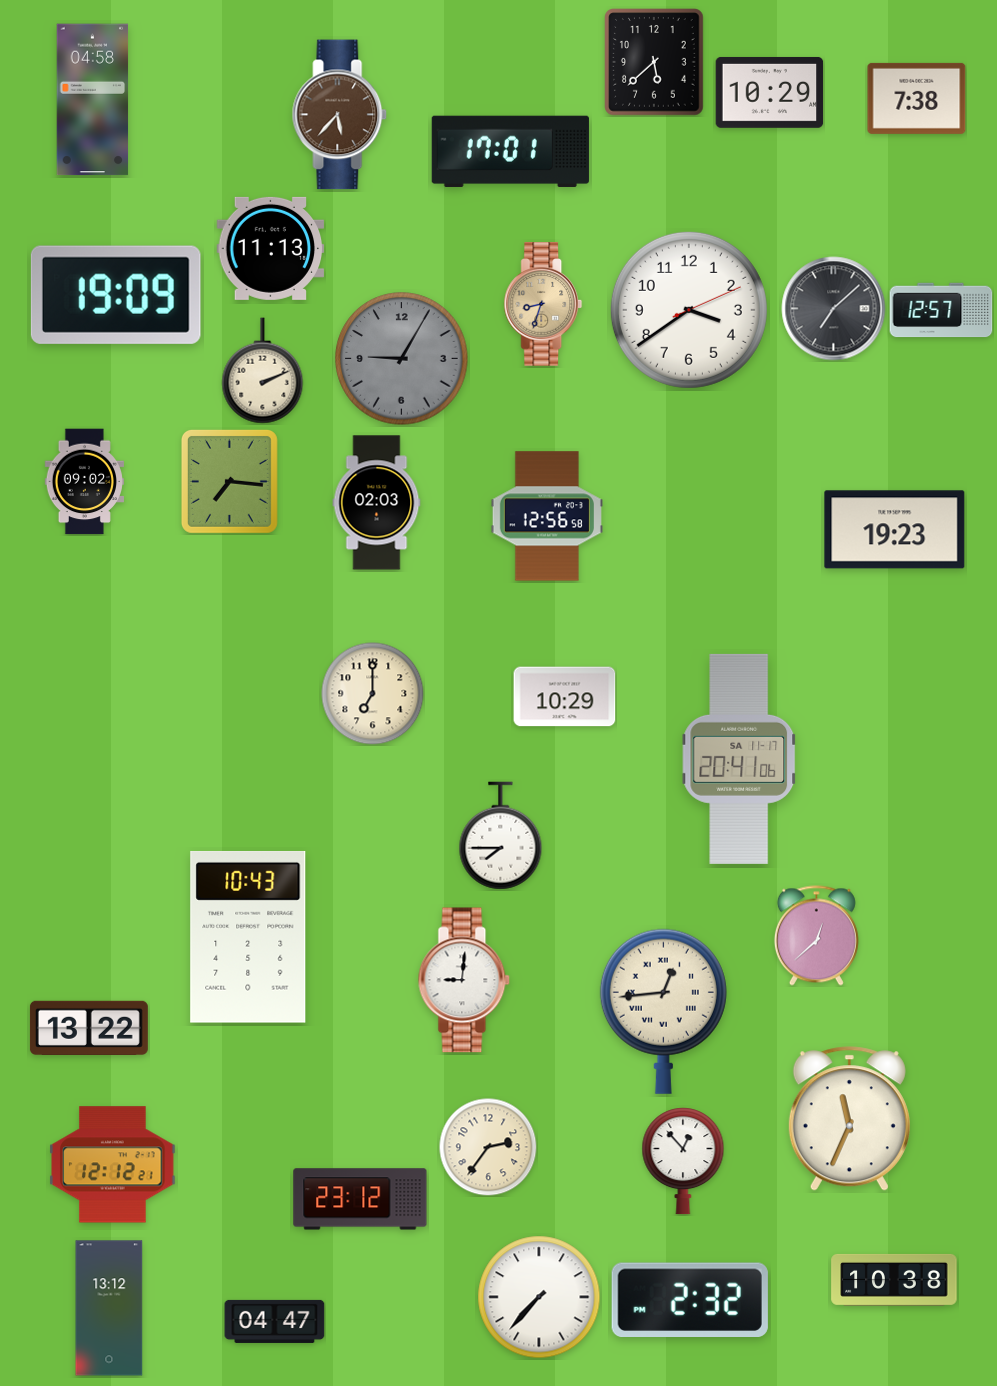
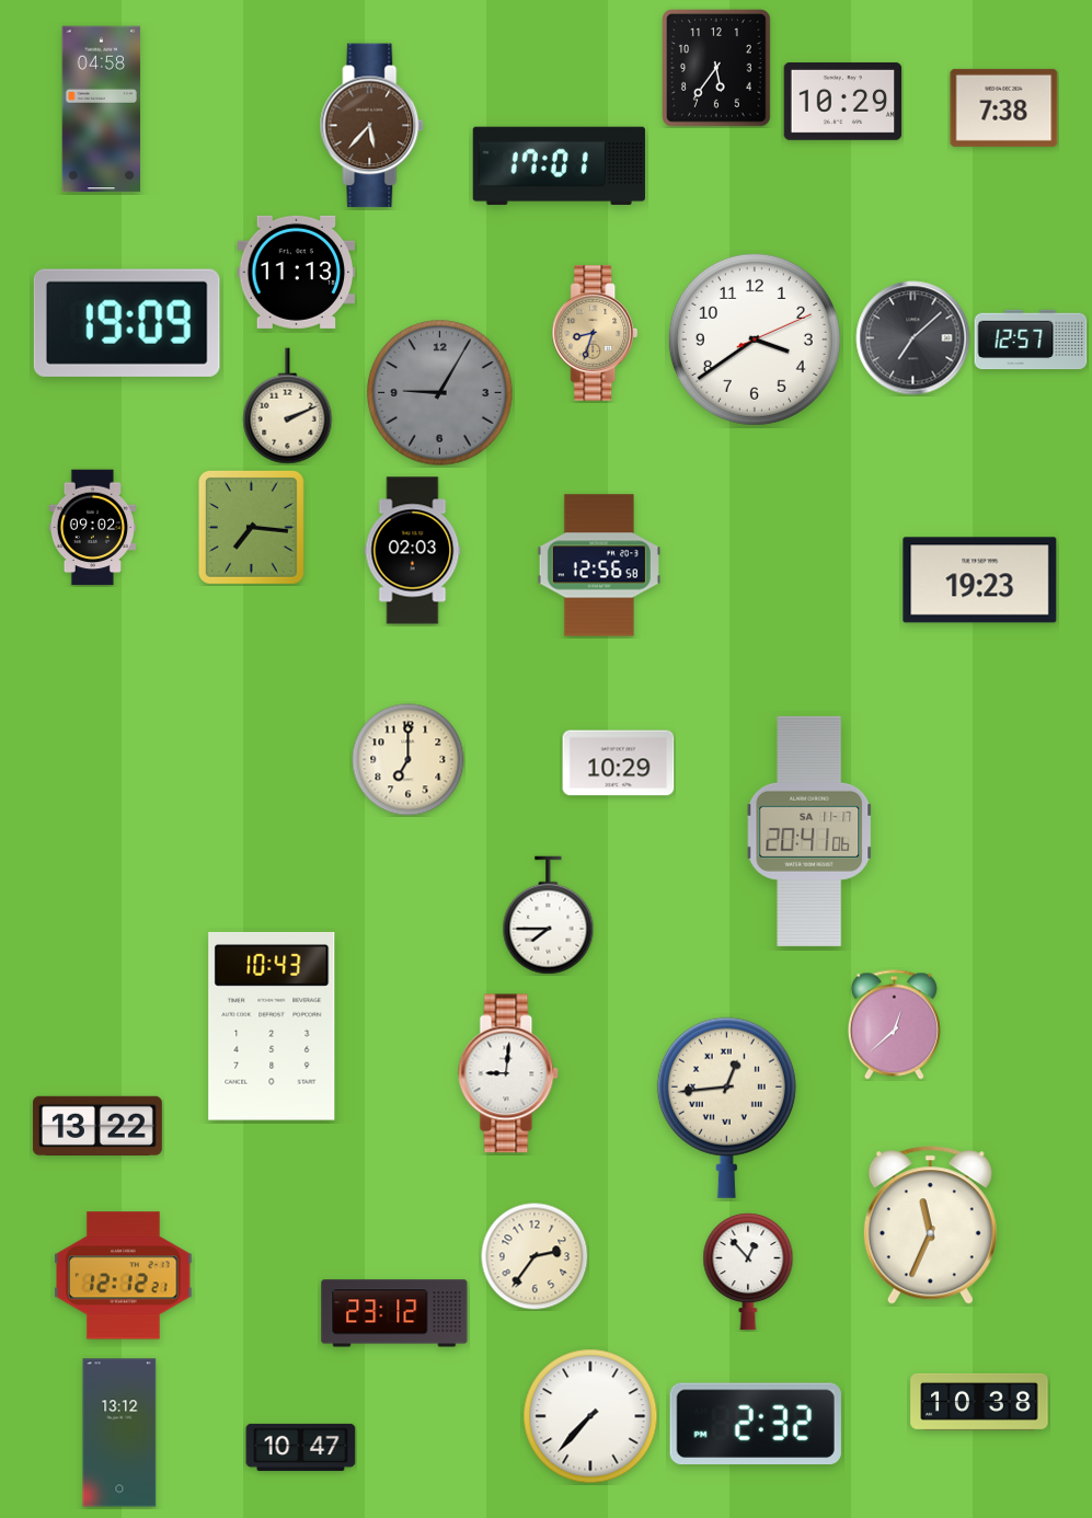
clock at (654, 62): 5:38 -> 5:36
clock at (539, 1297) position: (539, 1297) -> (590, 1416)
clock at (275, 1321): 04:47 -> 10:47
